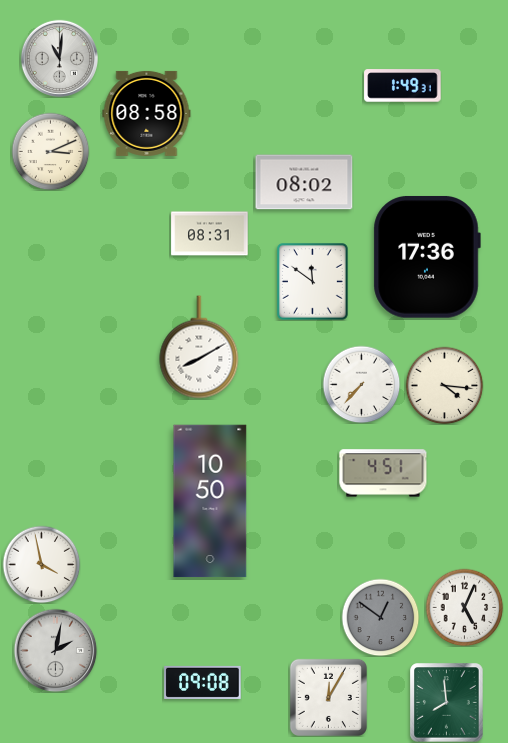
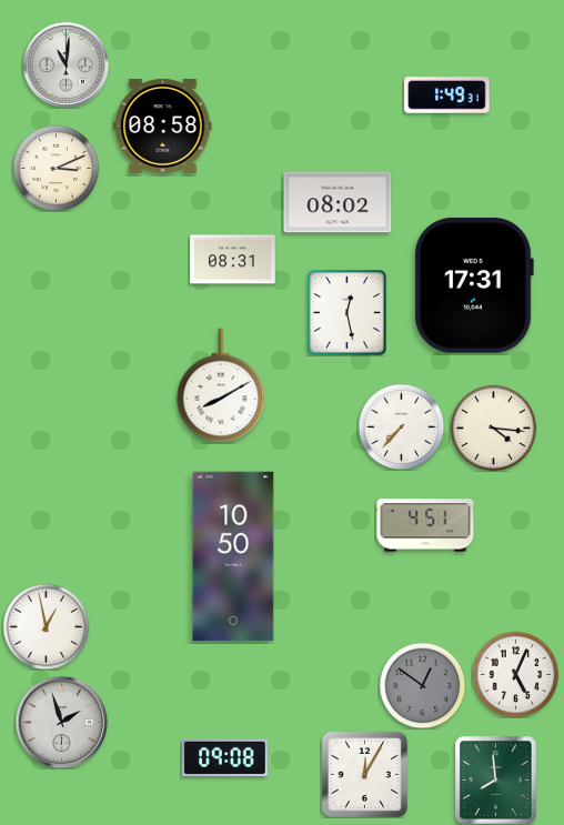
clock at (427, 257): 17:36 -> 17:31
clock at (313, 282): 11:51 -> 12:28
clock at (41, 564): 3:58 -> 12:58
clock at (55, 650): 2:02 -> 1:57
